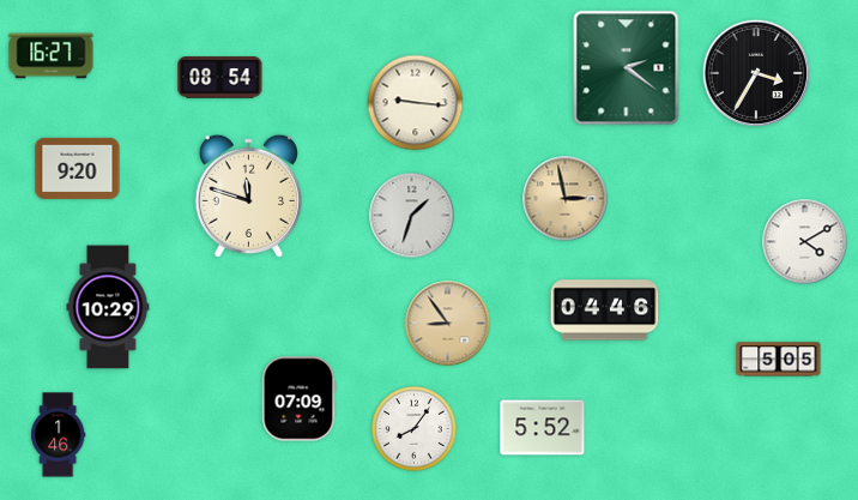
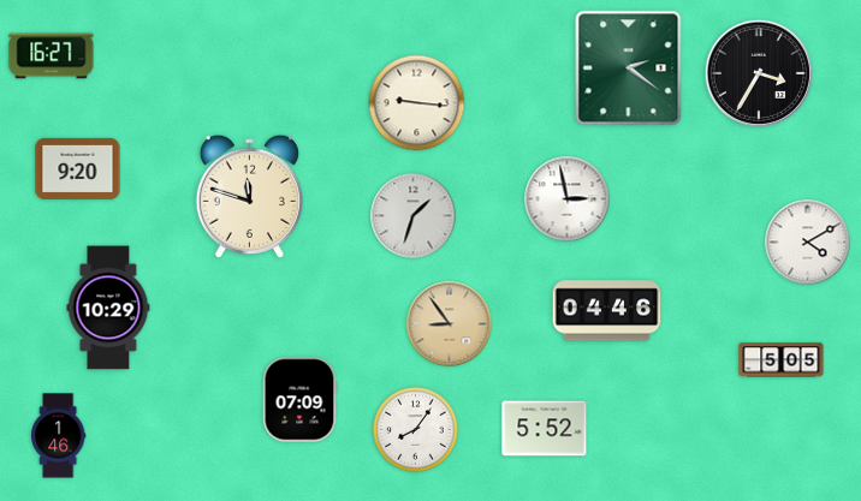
clock at (220, 78): 08:54 -> none
clock at (566, 199) dial: champagne -> white
